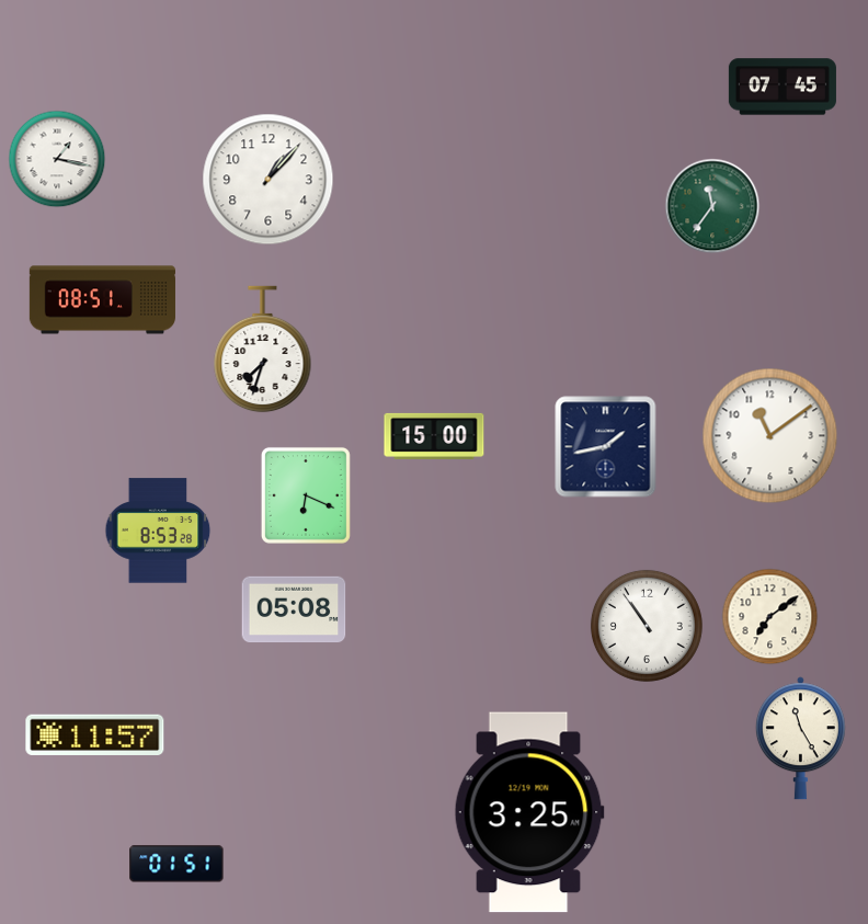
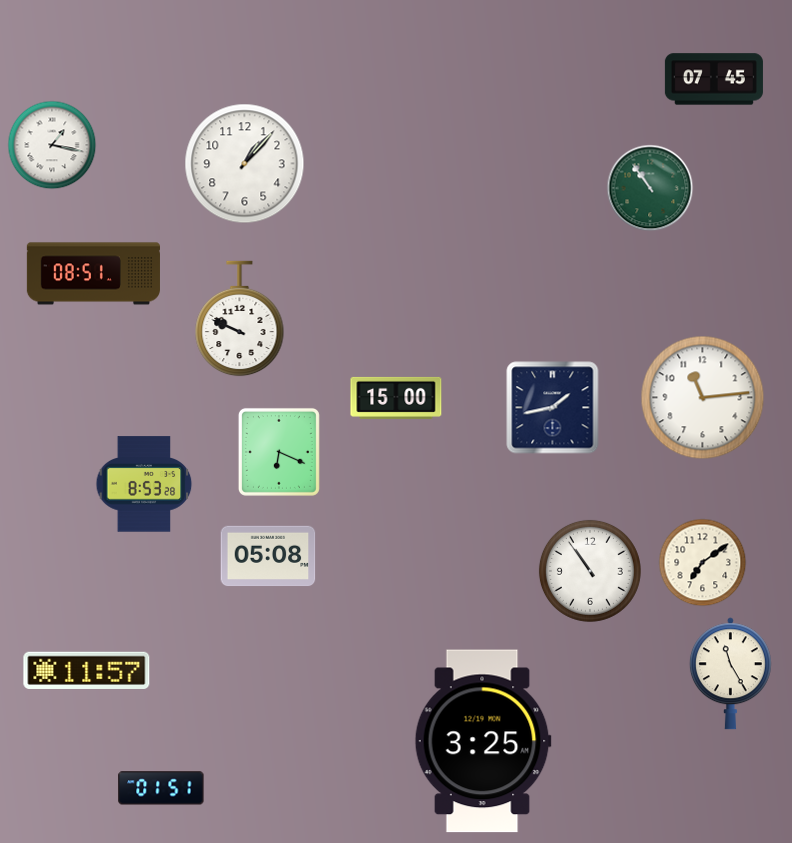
clock at (712, 206): 11:36 -> 10:54
clock at (263, 350): 7:33 -> 9:49
clock at (770, 436): 11:09 -> 11:14
